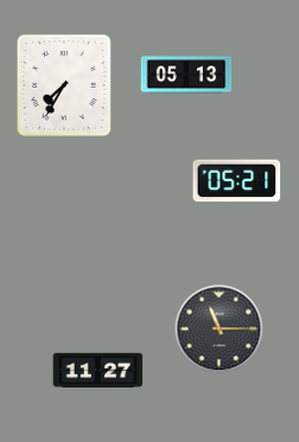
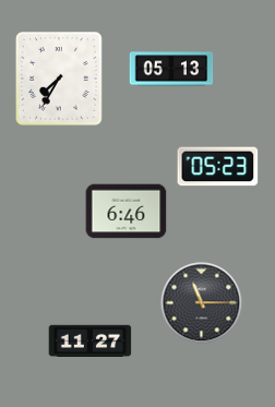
clock at (237, 181): 05:21 -> 05:23
clock at (127, 212): none -> 6:46
